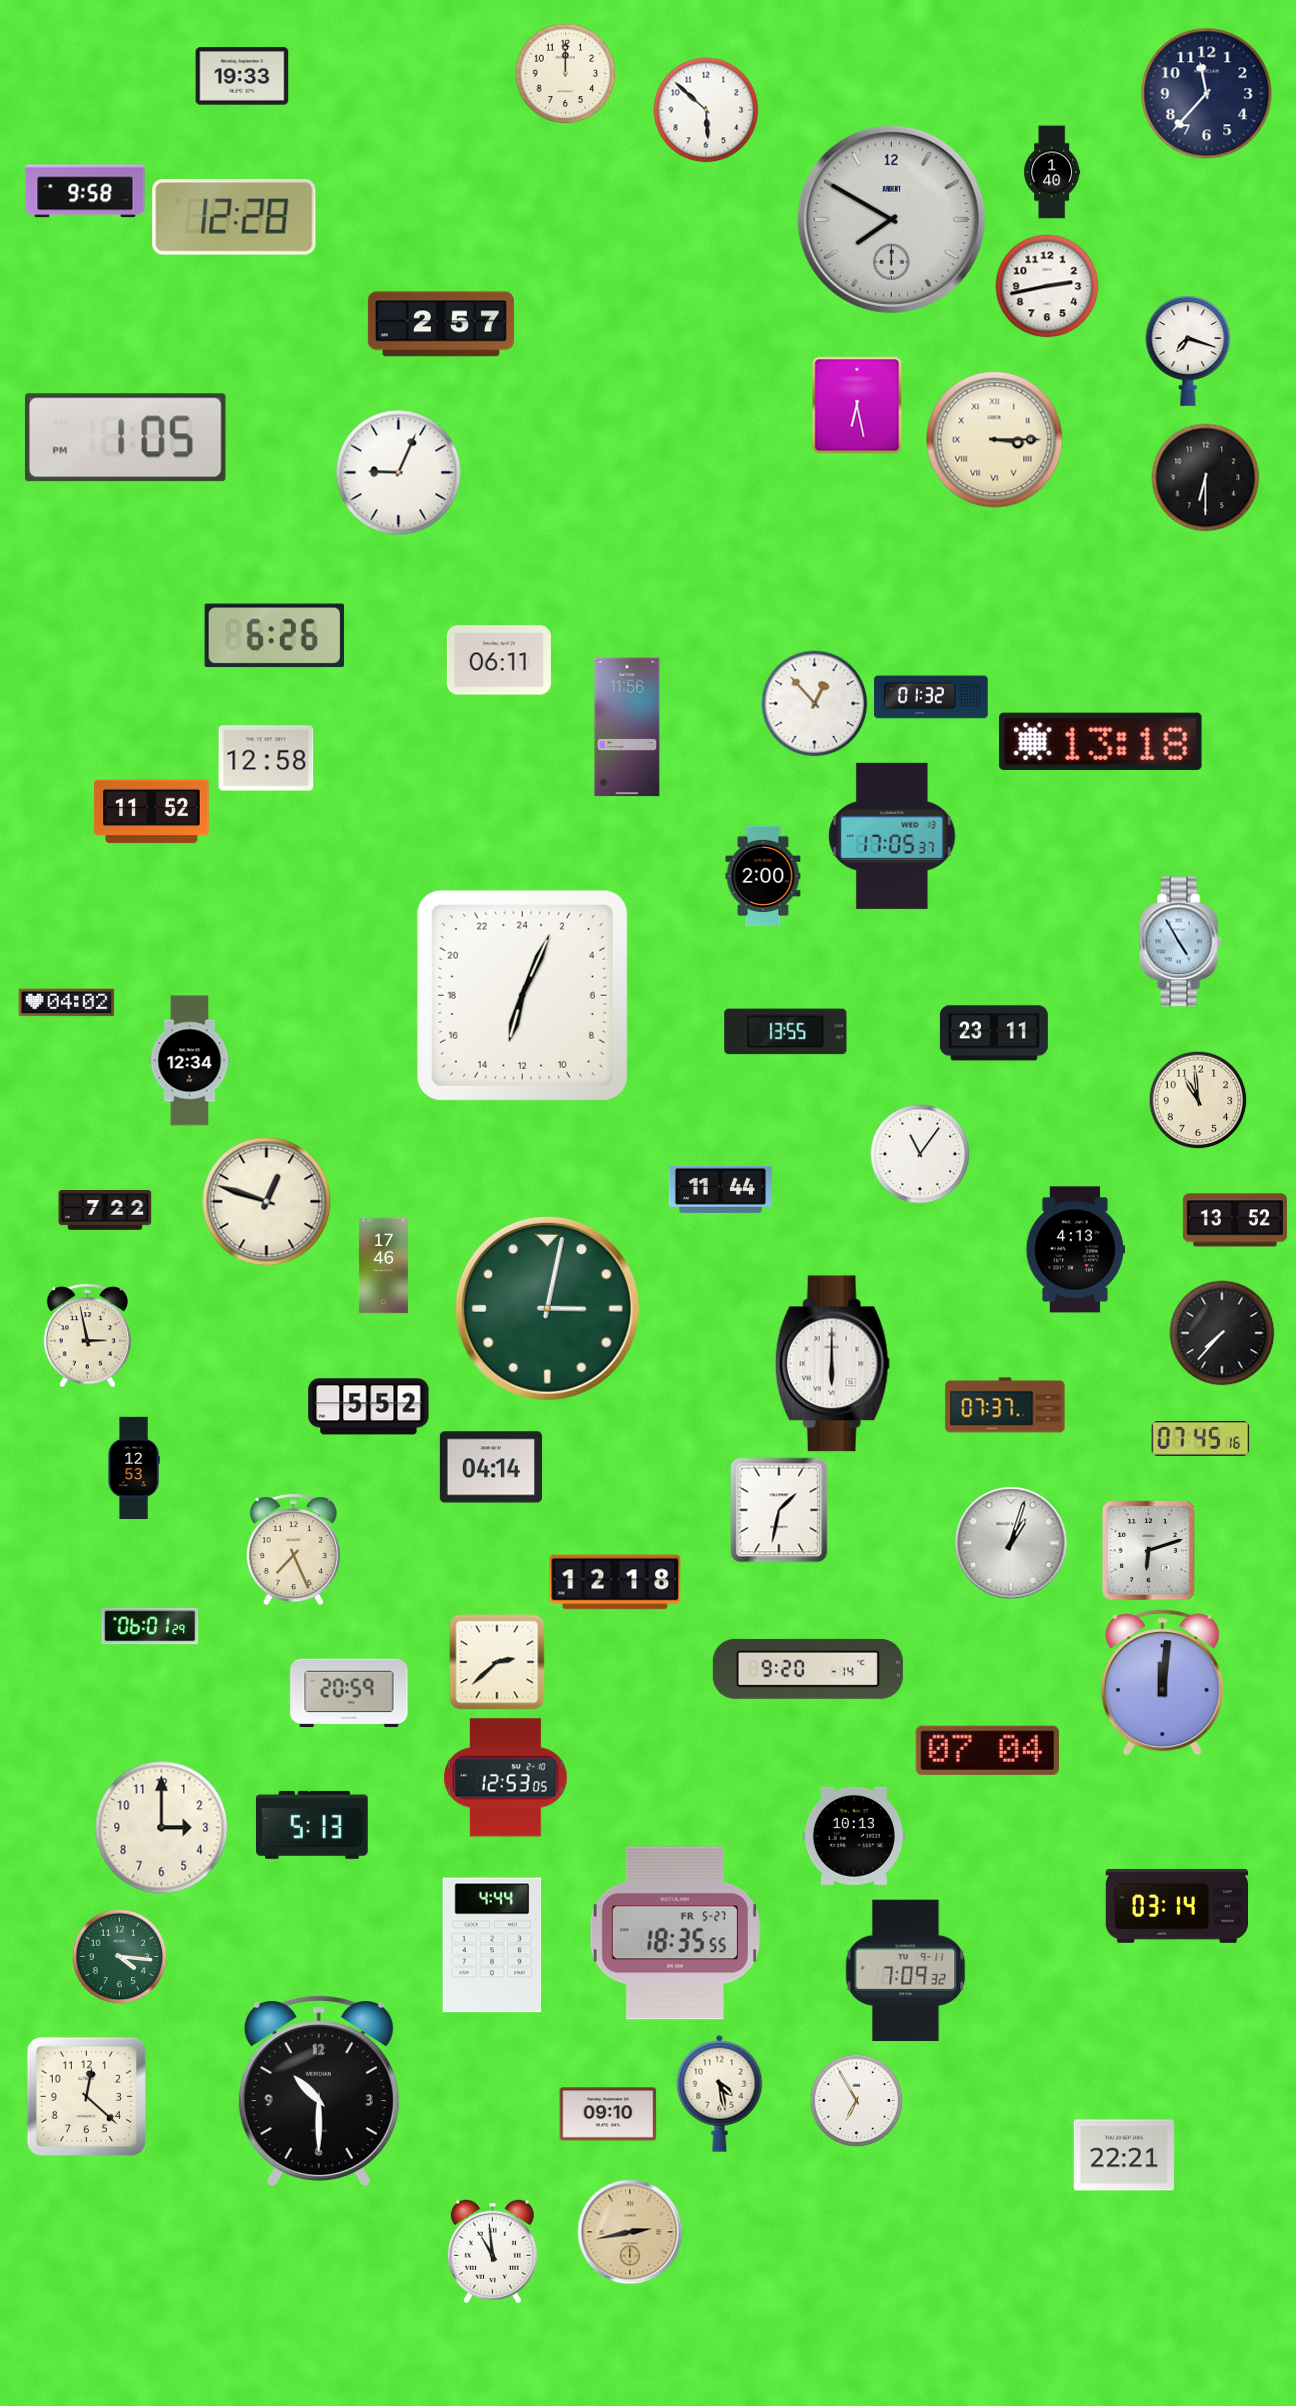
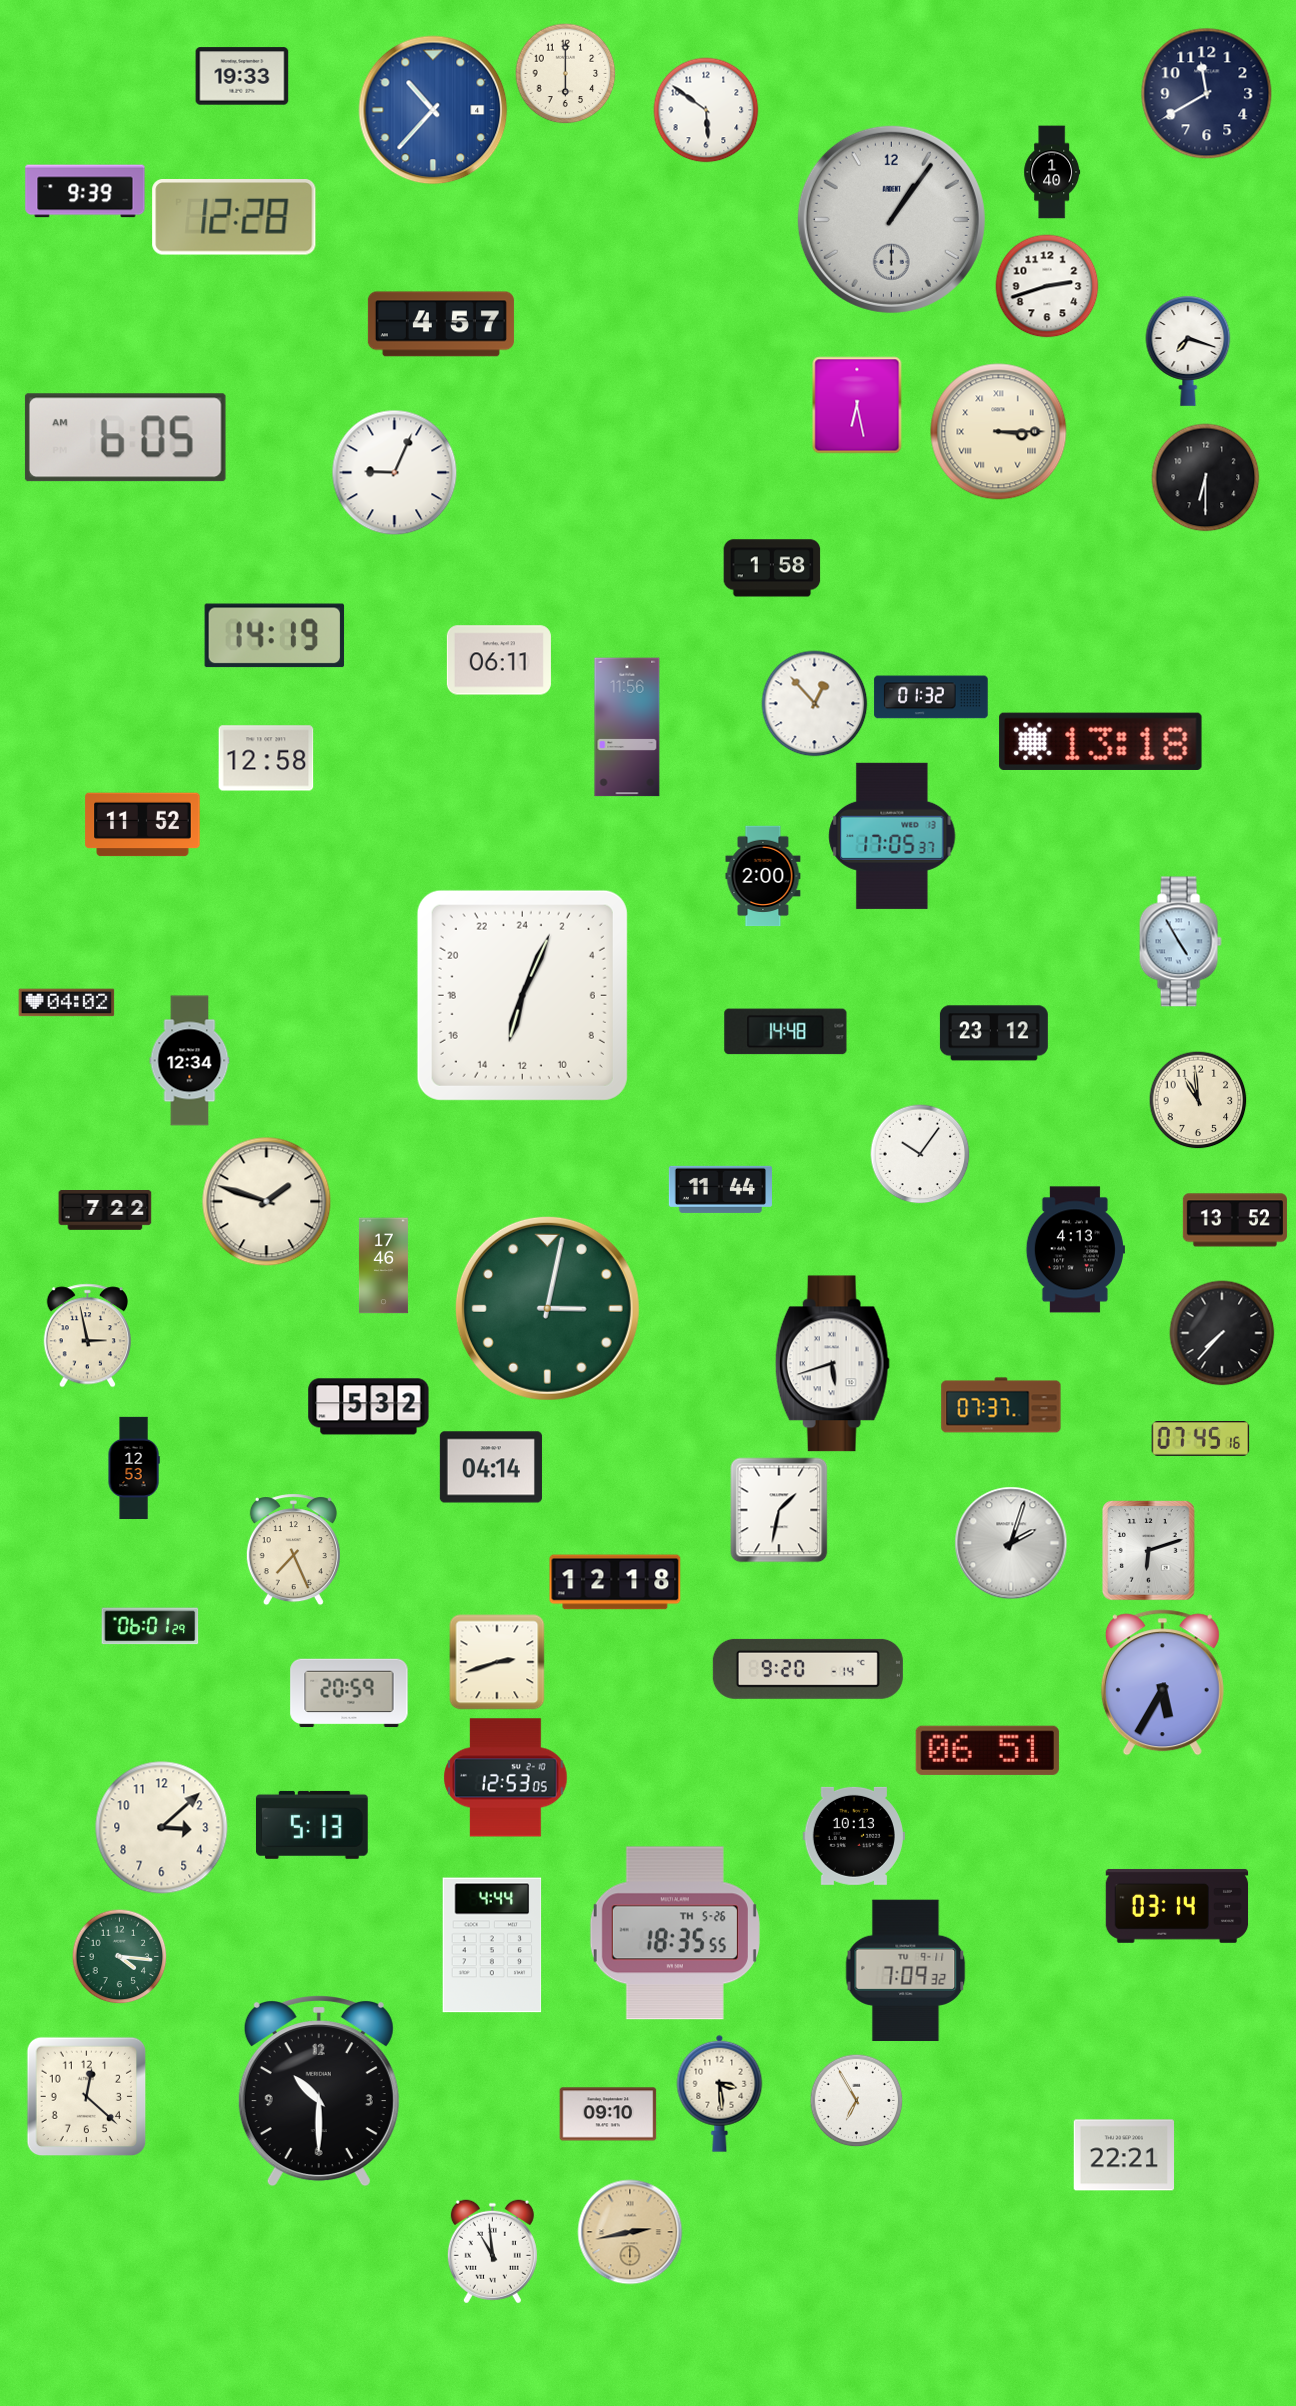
clock at (566, 74): 12:00 -> 6:00
clock at (1207, 94): 11:37 -> 11:40
clock at (433, 110): none -> 10:37
clock at (706, 110): 5:52 -> 5:51
clock at (85, 191): 9:58 -> 9:39
clock at (891, 219): 7:50 -> 1:06
clock at (1047, 286): 2:43 -> 2:42
clock at (441, 324): 2:57 -> 4:57
clock at (125, 438): 1:05 -> 6:05
clock at (995, 440) position: (995, 440) -> (999, 432)
clock at (399, 473) position: (399, 473) -> (395, 473)
clock at (772, 568): none -> 1:58
clock at (275, 636): 6:26 -> 14:19
clock at (152, 812) position: (152, 812) -> (143, 825)
clock at (786, 1032): 13:55 -> 14:48
clock at (994, 1033): 23:11 -> 23:12
clock at (920, 1154): 11:06 -> 10:06
clock at (267, 1202): 12:48 -> 1:48
clock at (832, 1364): 6:00 -> 5:42
clock at (1005, 1405) position: (1005, 1405) -> (1001, 1405)
clock at (369, 1407): 5:52 -> 5:32
clock at (1011, 1543): 1:03 -> 2:03
clock at (497, 1662): 2:38 -> 2:42
clock at (1162, 1683): 12:01 -> 5:35
clock at (987, 1750): 07:04 -> 06:51
clock at (162, 1828): 3:00 -> 3:08
clock at (675, 1933) date: FR 5-27 -> TH 5-26
clock at (720, 2093): 4:28 -> 3:29
